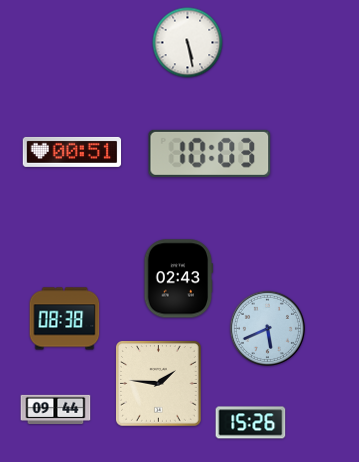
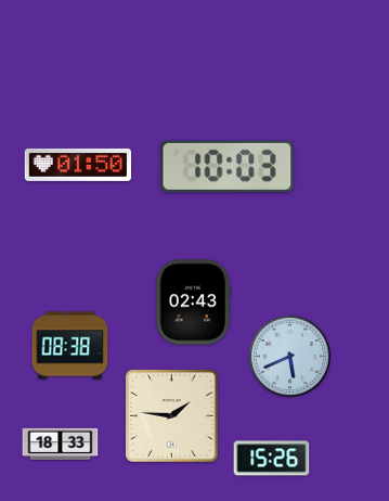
clock at (188, 43): 5:28 -> none
clock at (72, 152): 00:51 -> 01:50
clock at (56, 409): 09:44 -> 18:33
